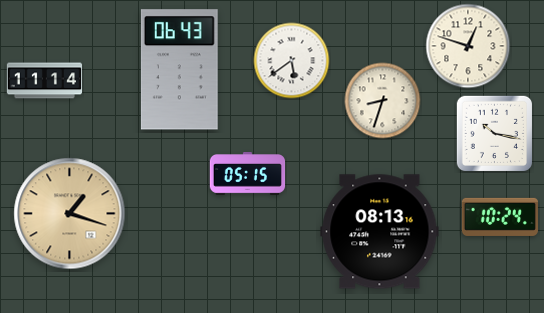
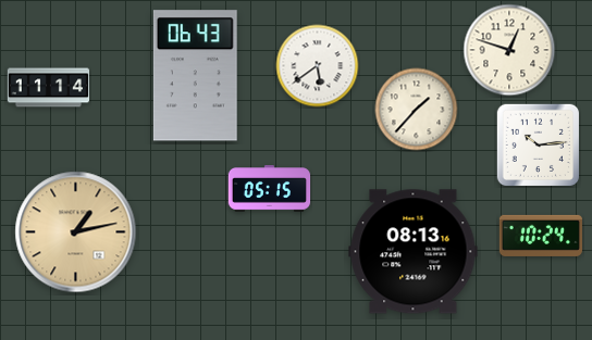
clock at (383, 101): 8:33 -> 1:37
clock at (494, 133): 10:17 -> 10:14
clock at (70, 214): 1:18 -> 1:13
clock at (500, 217) position: (500, 217) -> (541, 236)
